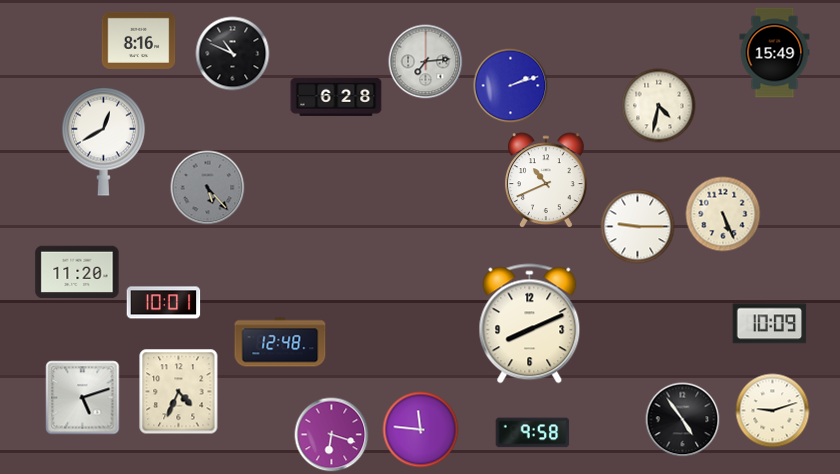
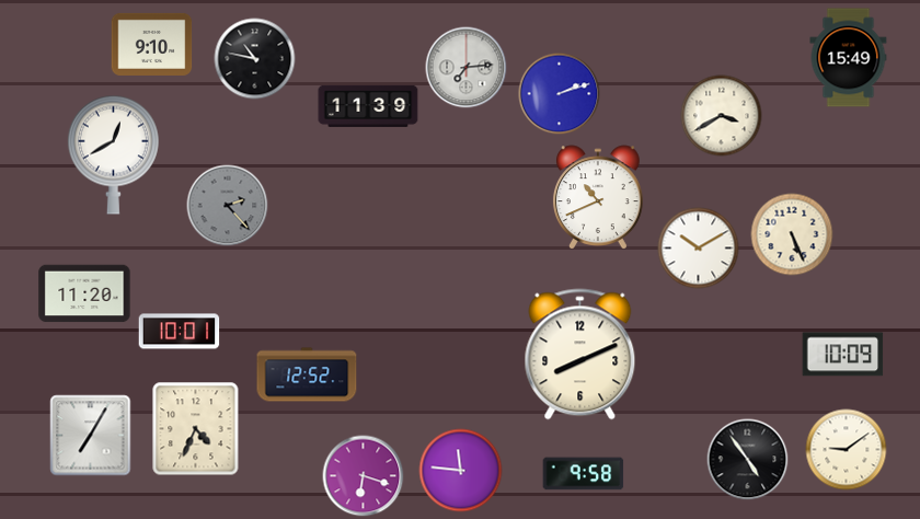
clock at (139, 40): 8:16 -> 9:10
clock at (233, 54): 10:49 -> 10:47
clock at (336, 97): 6:28 -> 11:39
clock at (659, 106): 4:32 -> 3:40
clock at (208, 188): 5:23 -> 2:23
clock at (638, 227): 9:15 -> 10:10
clock at (77, 272) position: (77, 272) -> (84, 293)
clock at (280, 342): 12:48 -> 12:52
clock at (83, 398): 5:12 -> 7:05
clock at (773, 411): 9:12 -> 9:09
